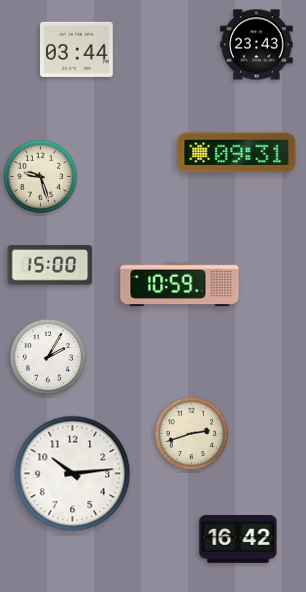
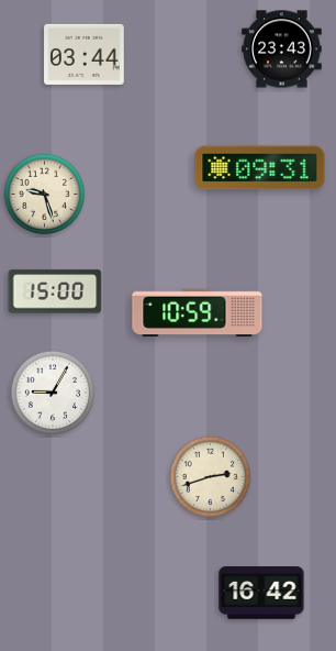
clock at (47, 356): 2:05 -> 9:05
clock at (73, 474): 10:14 -> none
